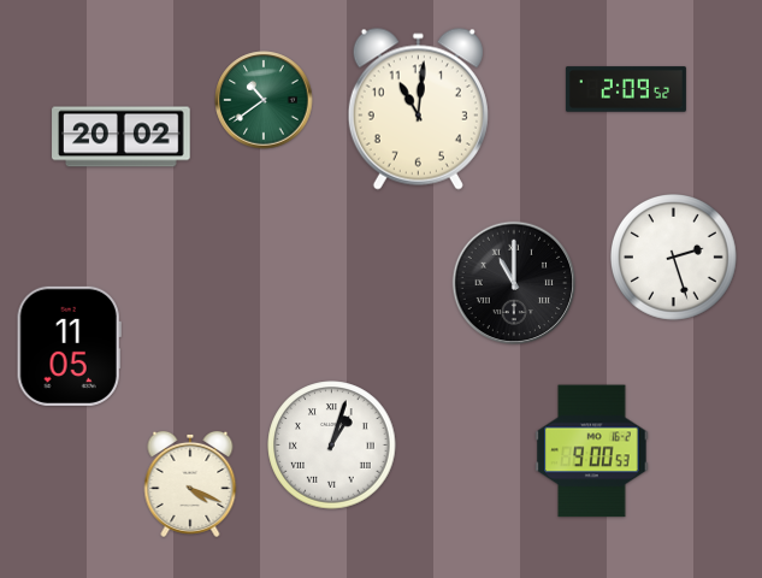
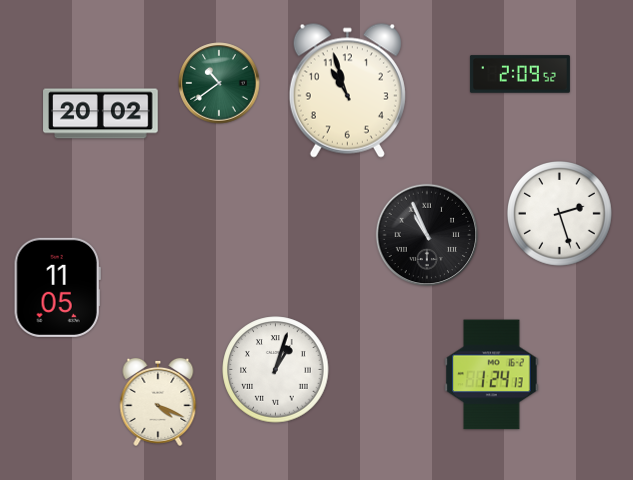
clock at (418, 108): 11:01 -> 10:57
clock at (514, 283): 11:00 -> 10:56
clock at (592, 452): 9:00 -> 1:24
